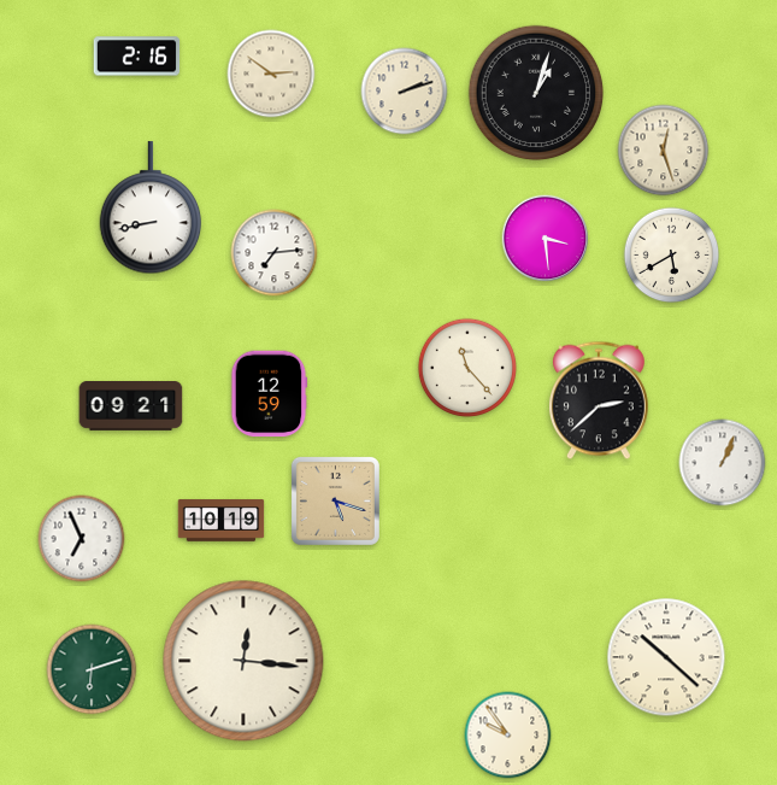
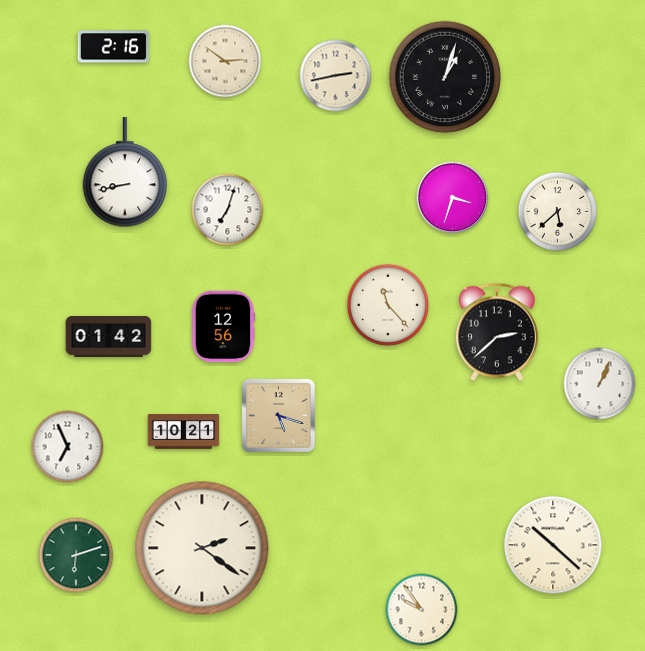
clock at (405, 92): 2:12 -> 2:43
clock at (664, 151): 12:27 -> none
clock at (546, 239): 3:29 -> 3:33
clock at (275, 253): 7:14 -> 7:03
clock at (672, 256): 5:40 -> 5:38
clock at (270, 394): 12:59 -> 12:56
clock at (131, 406): 09:21 -> 01:42
clock at (222, 521): 10:19 -> 10:21
clock at (243, 661): 12:16 -> 2:21
